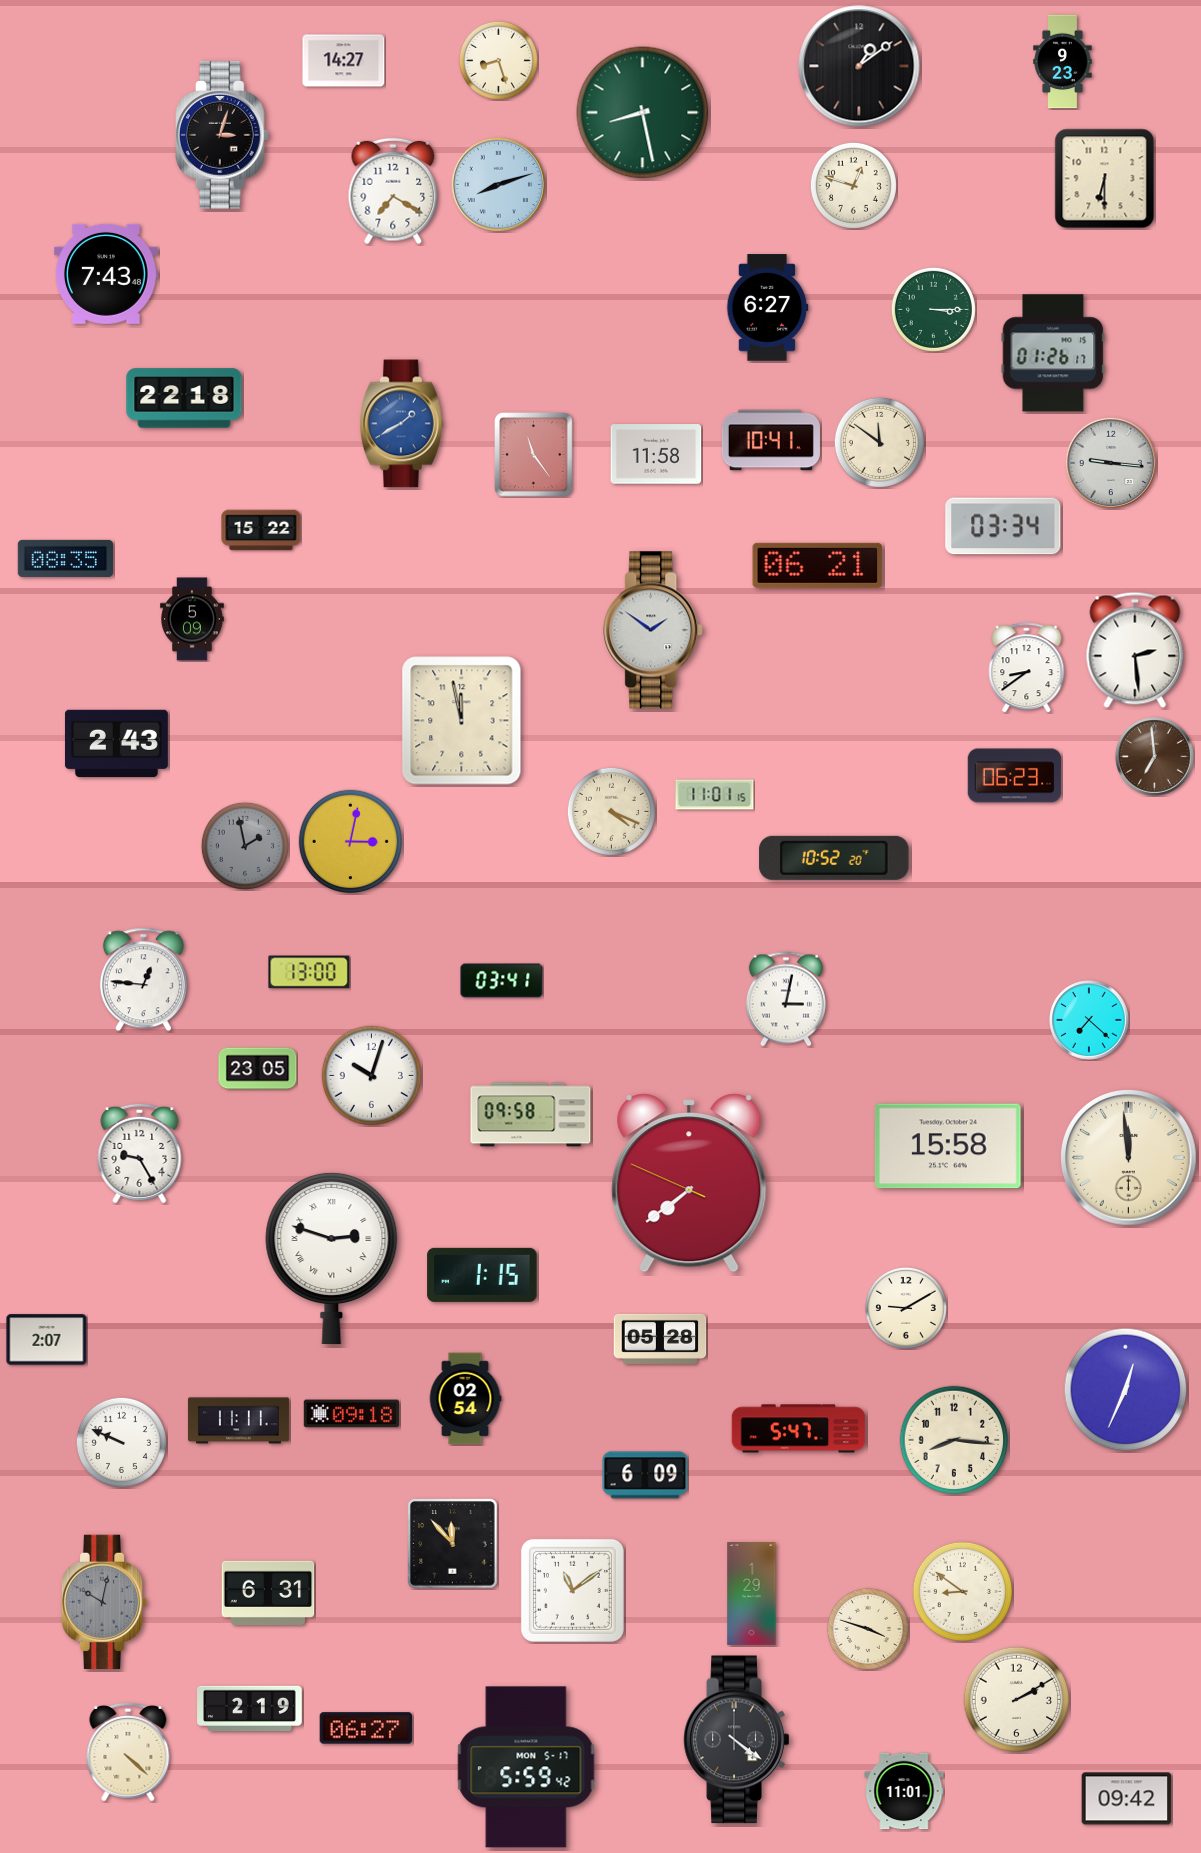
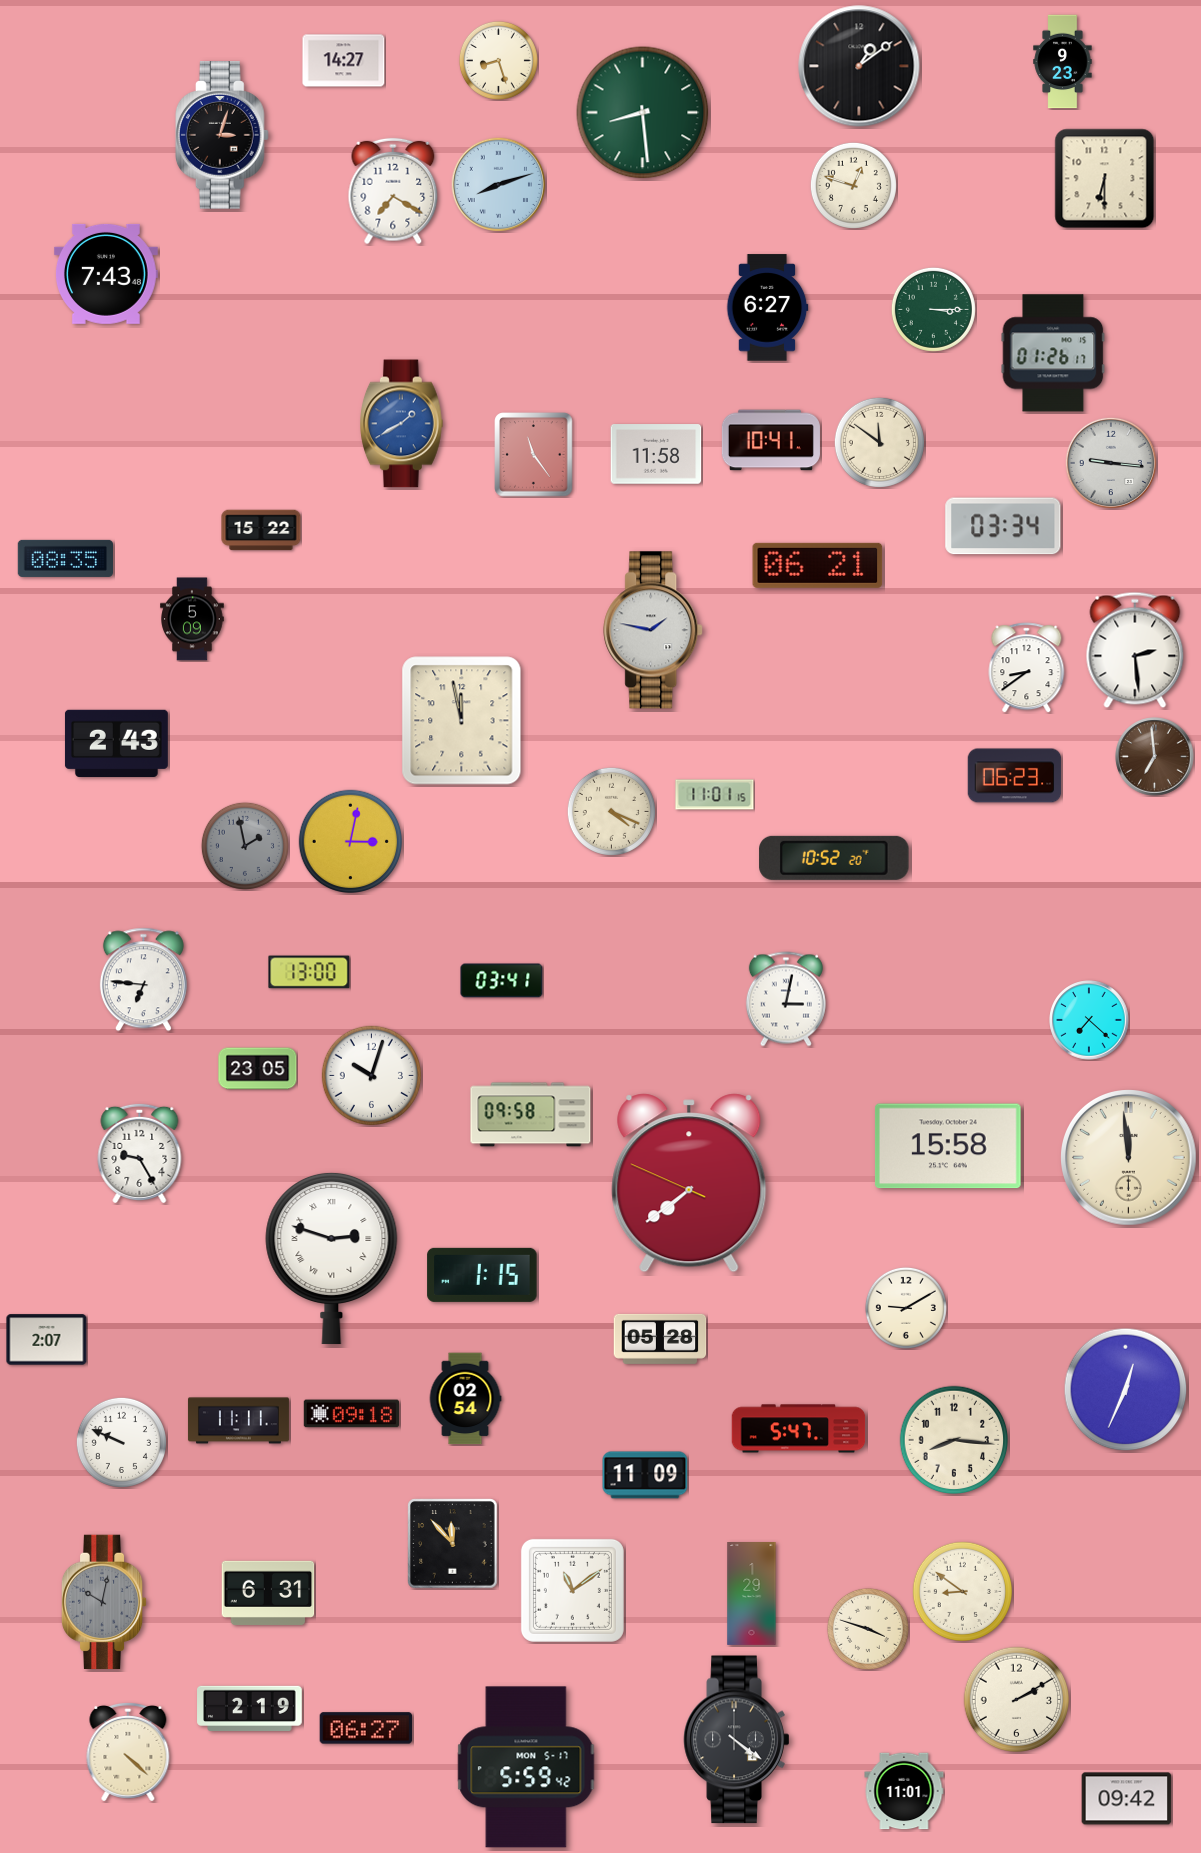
clock at (643, 113): 8:28 -> 8:29
clock at (184, 398): 22:18 -> none
clock at (654, 630): 1:51 -> 1:47
clock at (143, 980): 12:46 -> 6:46
clock at (645, 1475): 6:09 -> 11:09
